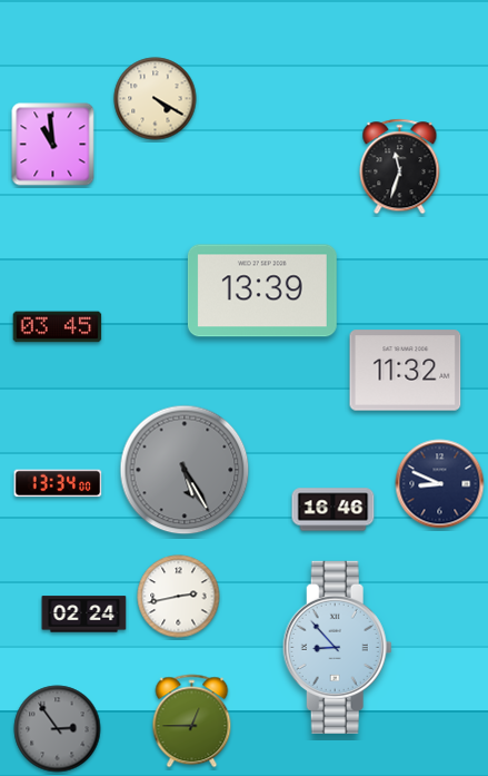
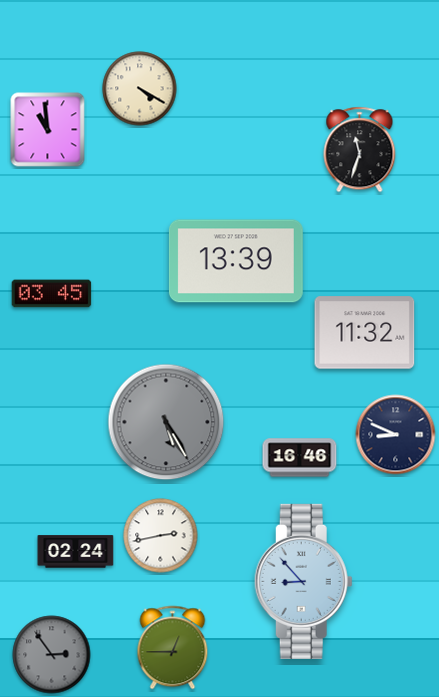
clock at (58, 483): 13:34 -> none
